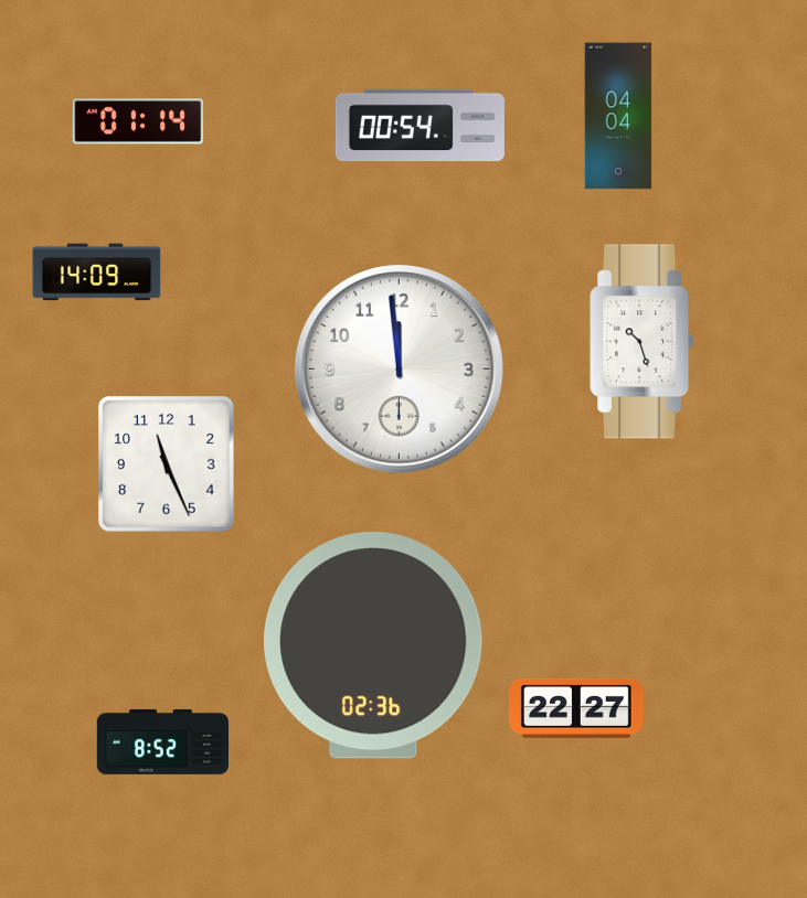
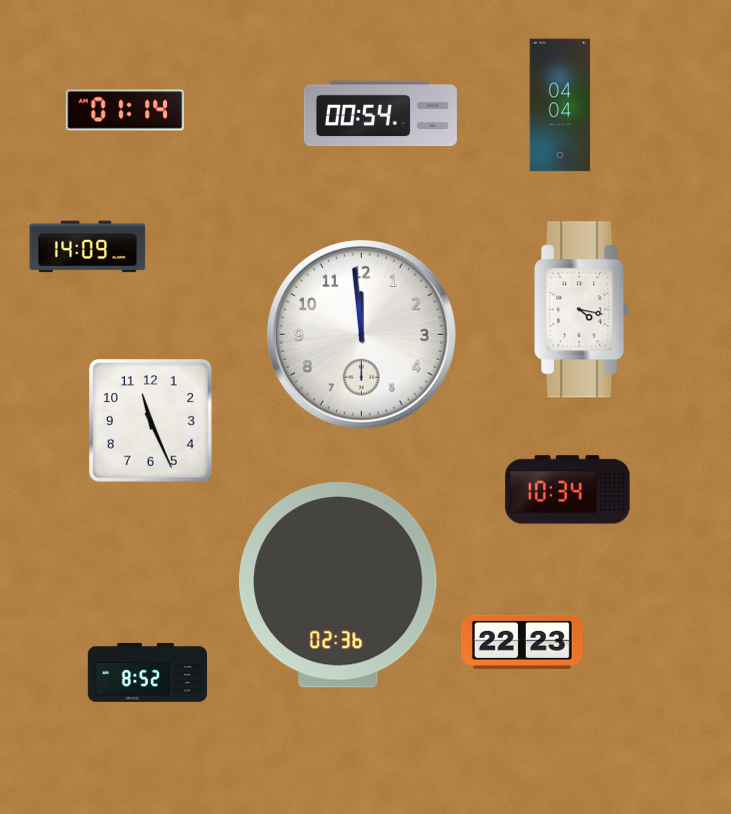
clock at (643, 342): 10:27 -> 4:17
clock at (568, 490): none -> 10:34
clock at (576, 708): 22:27 -> 22:23
